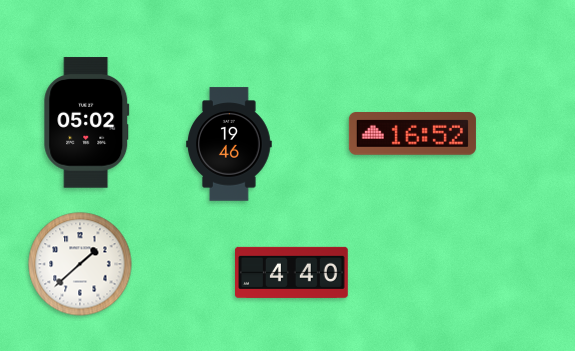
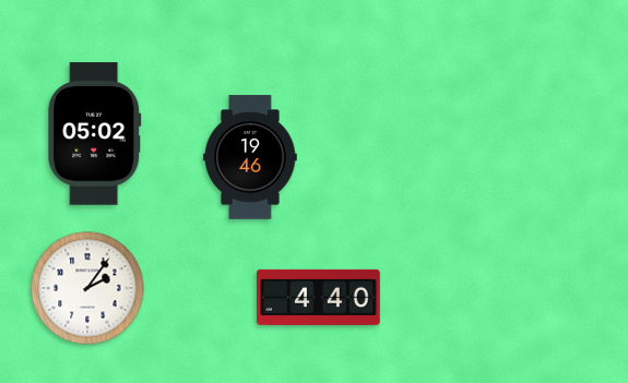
clock at (412, 134): 16:52 -> none
clock at (80, 264): 1:38 -> 2:06
